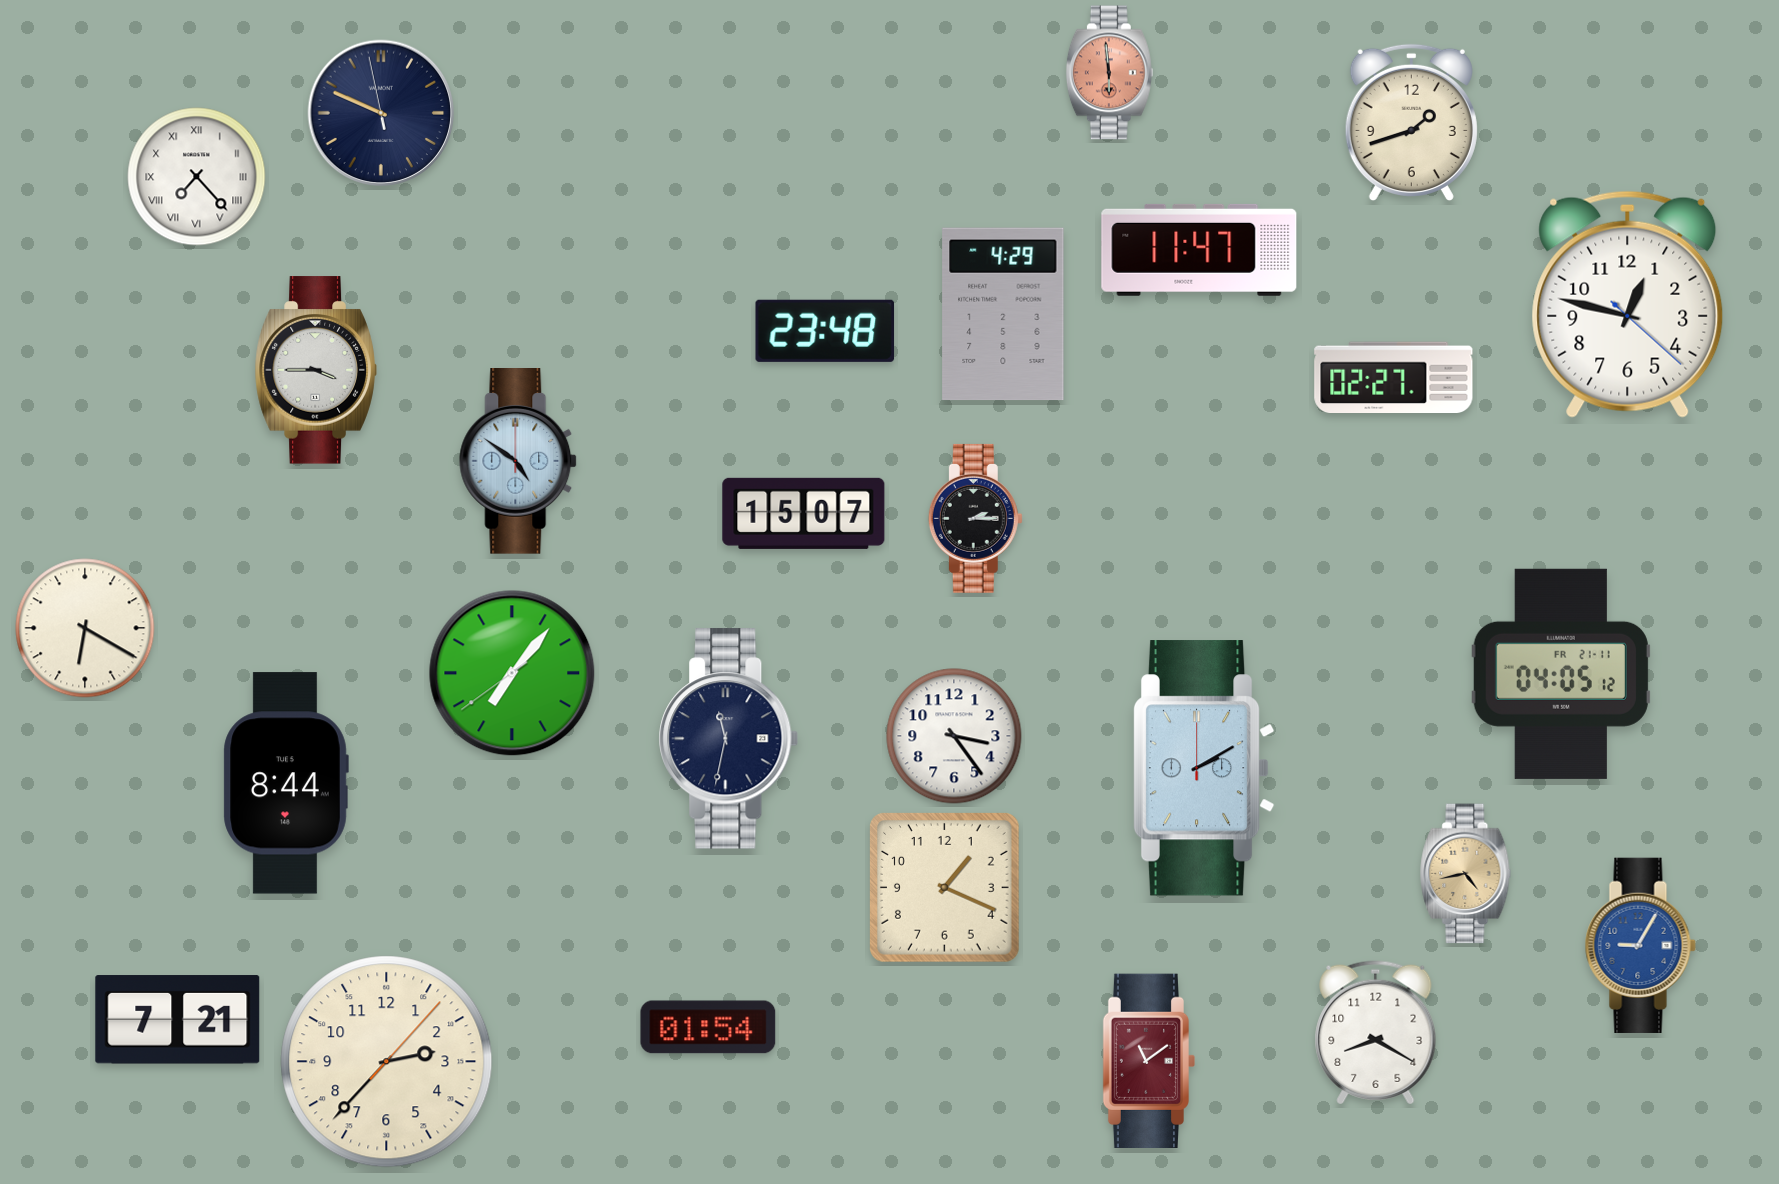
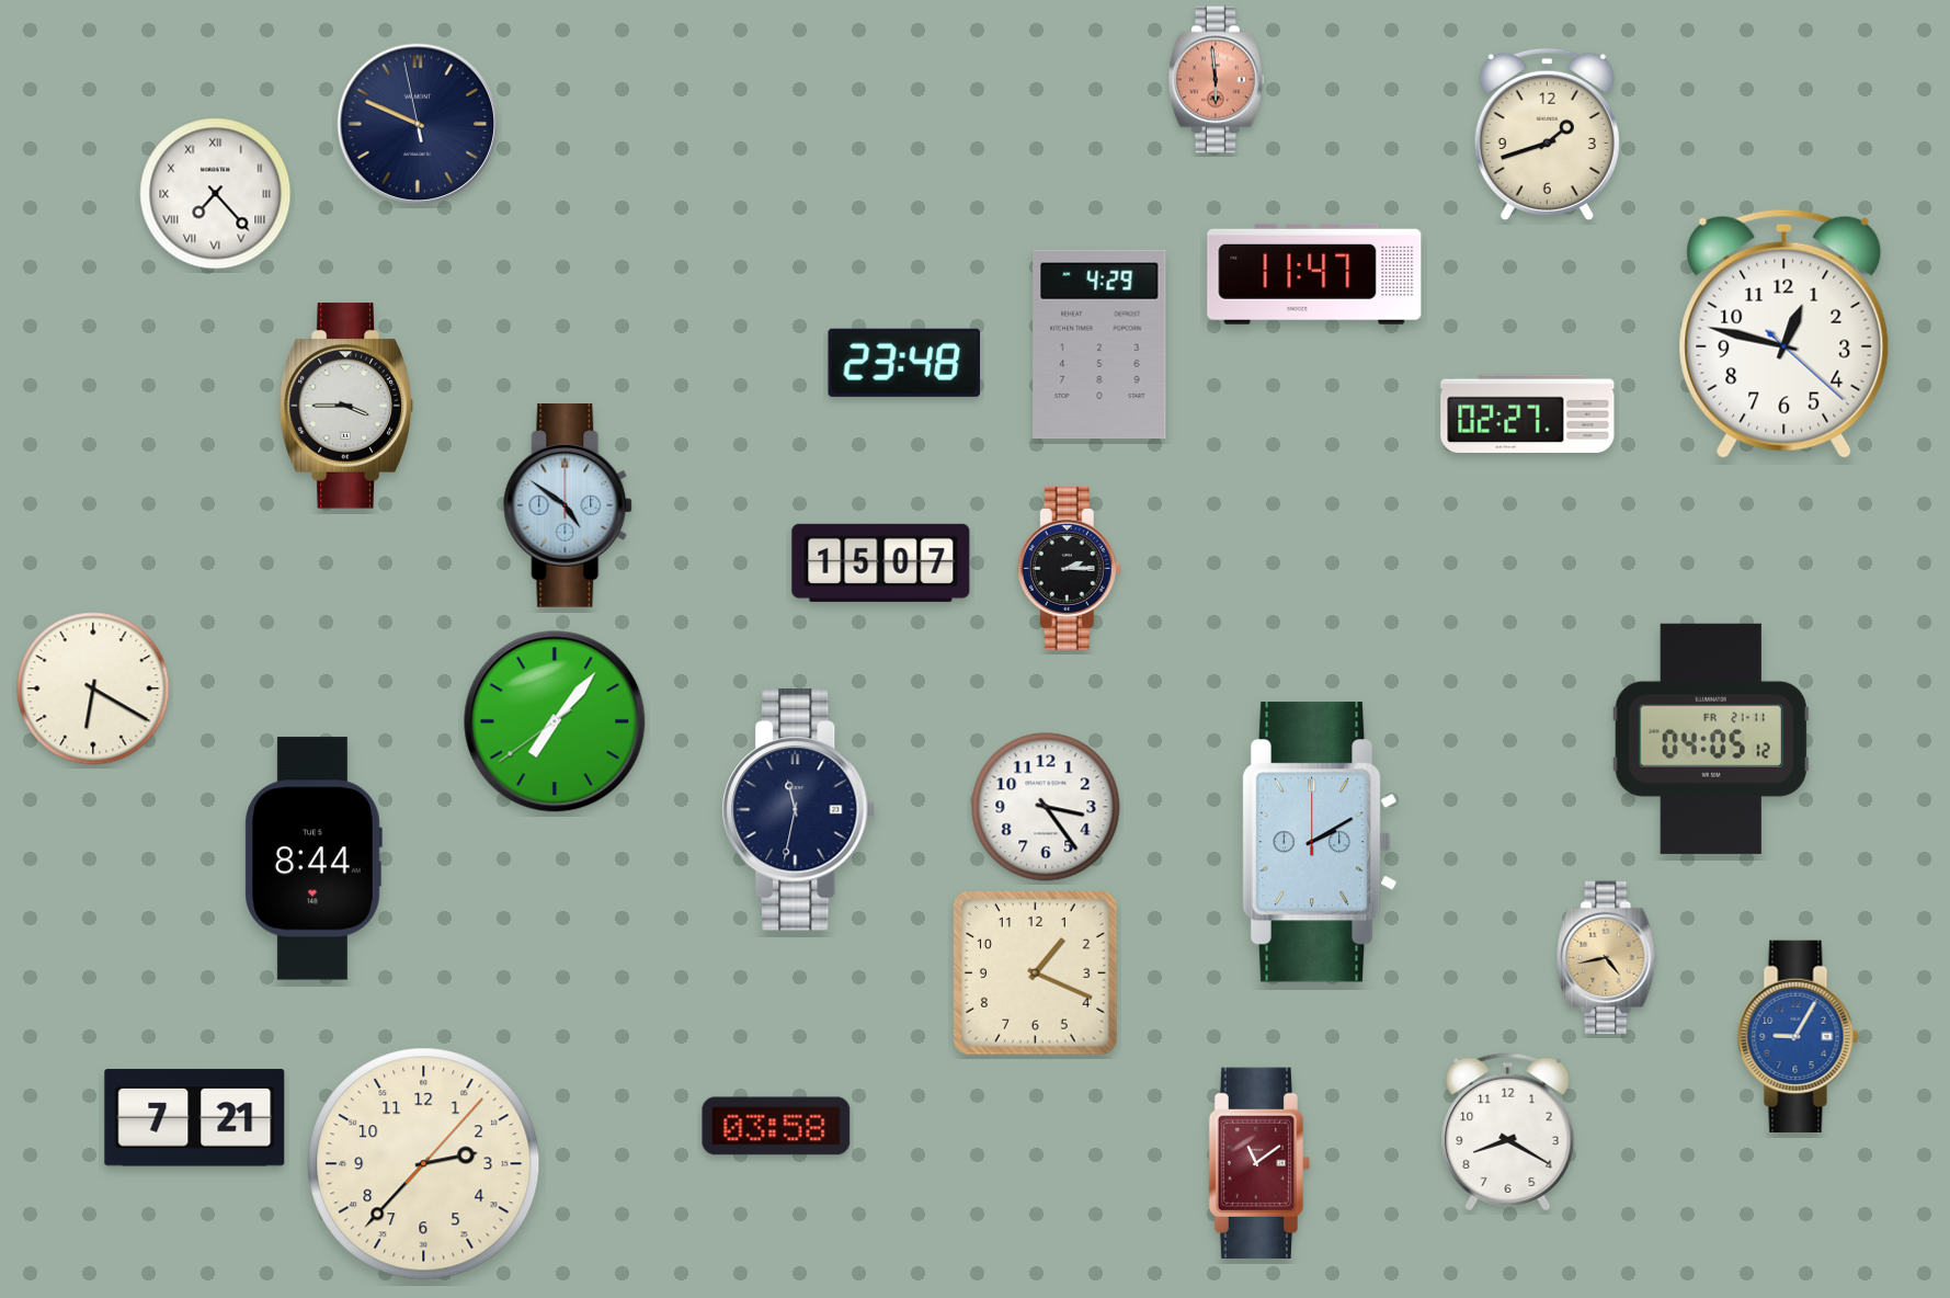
clock at (512, 673) position: (512, 673) -> (555, 721)
clock at (708, 1027): 01:54 -> 03:58
